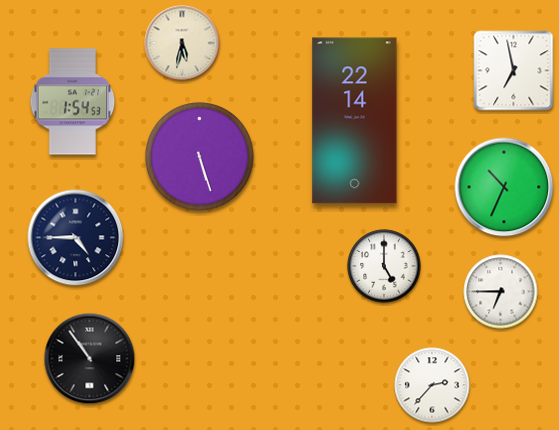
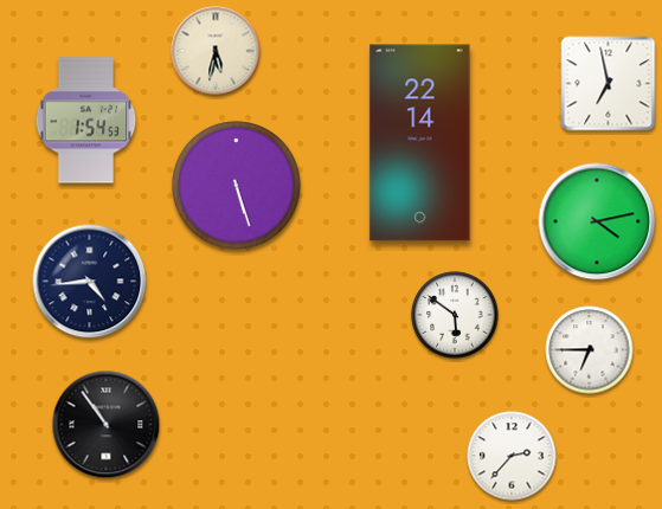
clock at (504, 187): 10:34 -> 4:13
clock at (76, 238): 4:45 -> 4:44
clock at (384, 266): 5:00 -> 5:51
clock at (501, 292) position: (501, 292) -> (590, 350)
